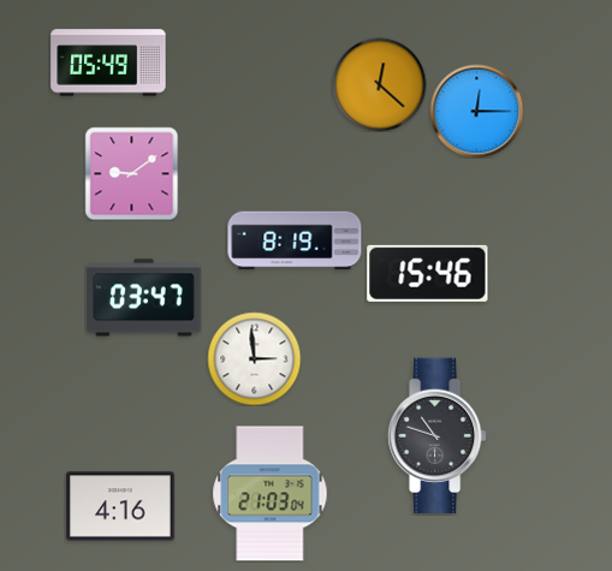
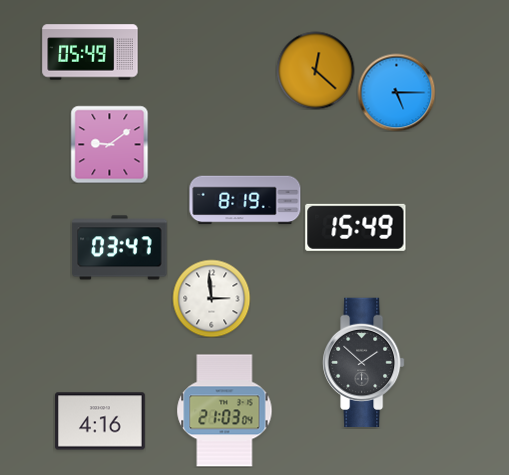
clock at (476, 111): 12:15 -> 5:15
clock at (428, 273): 15:46 -> 15:49
clock at (438, 436): 10:48 -> 1:52
